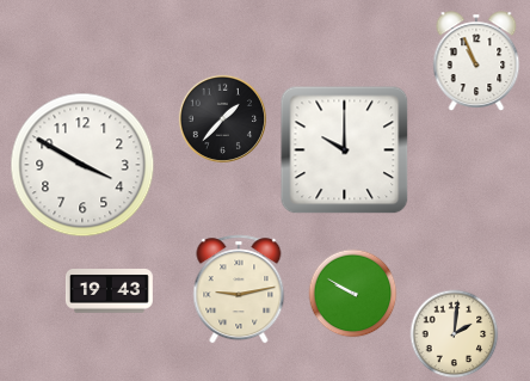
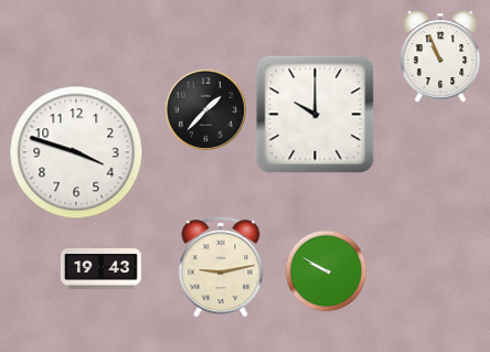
clock at (345, 150) position: (345, 150) -> (316, 115)
clock at (82, 165): 3:50 -> 3:48
clock at (455, 334): 2:01 -> none
